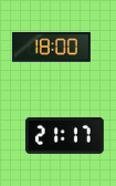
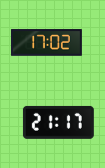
clock at (51, 48): 18:00 -> 17:02
